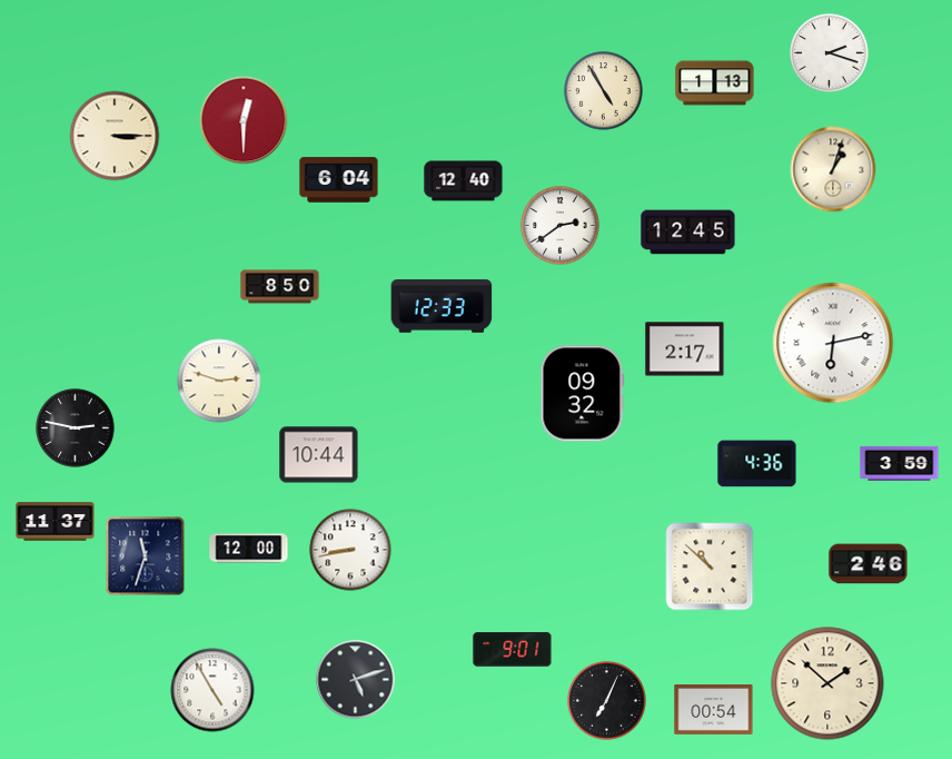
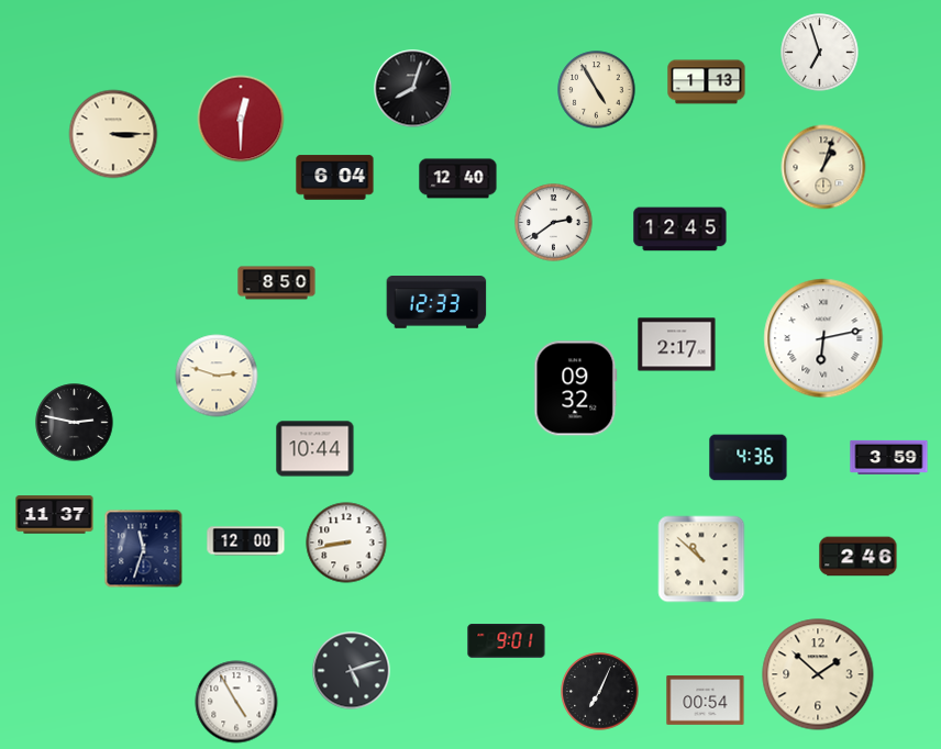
clock at (830, 53): 2:18 -> 6:57
clock at (413, 89): none -> 8:03
clock at (212, 690) position: (212, 690) -> (236, 702)
